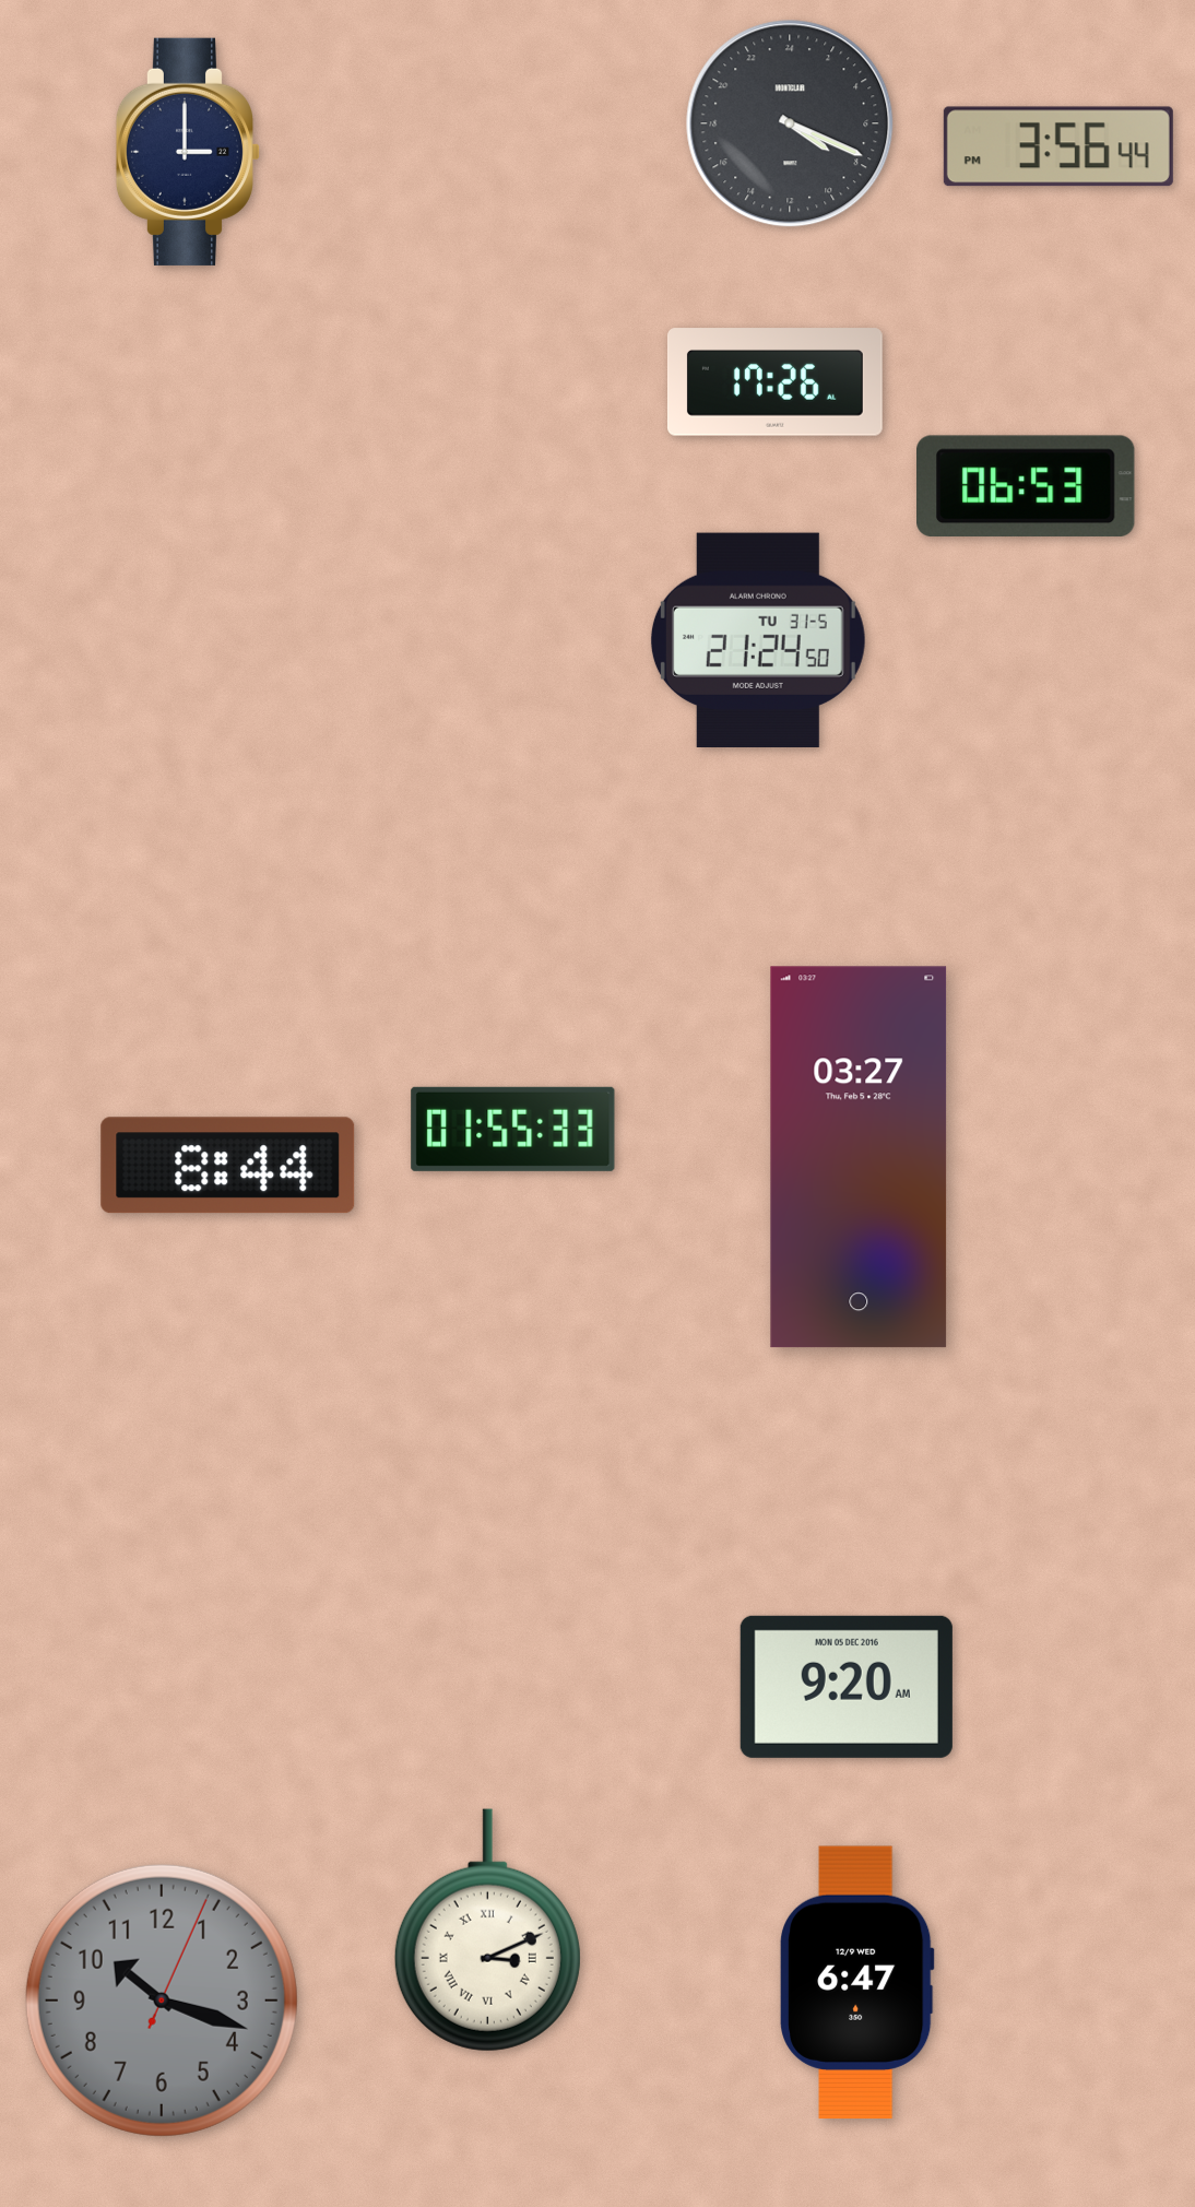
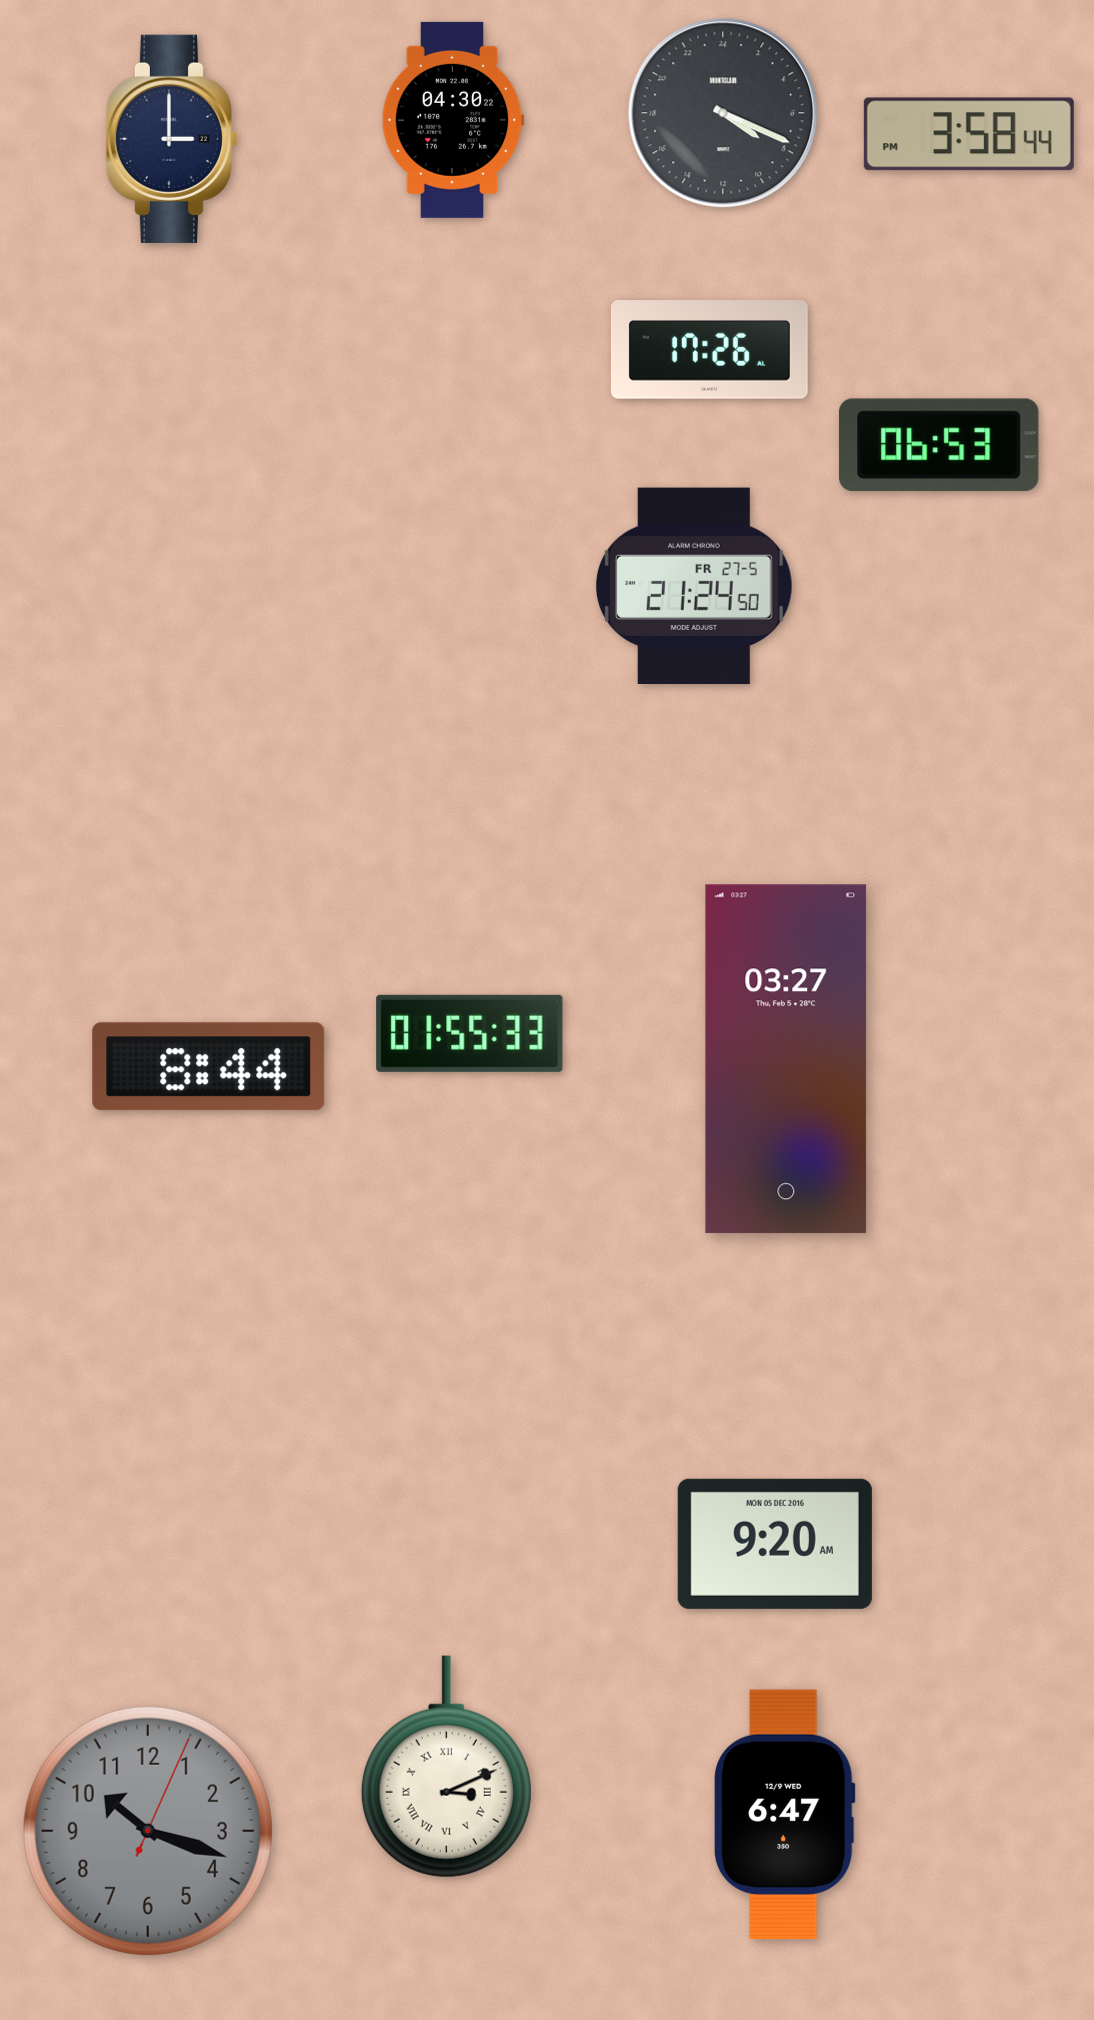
clock at (453, 120): none -> 04:30
clock at (1058, 146): 3:56 -> 3:58
clock at (758, 640) date: TU 31-5 -> FR 27-5
